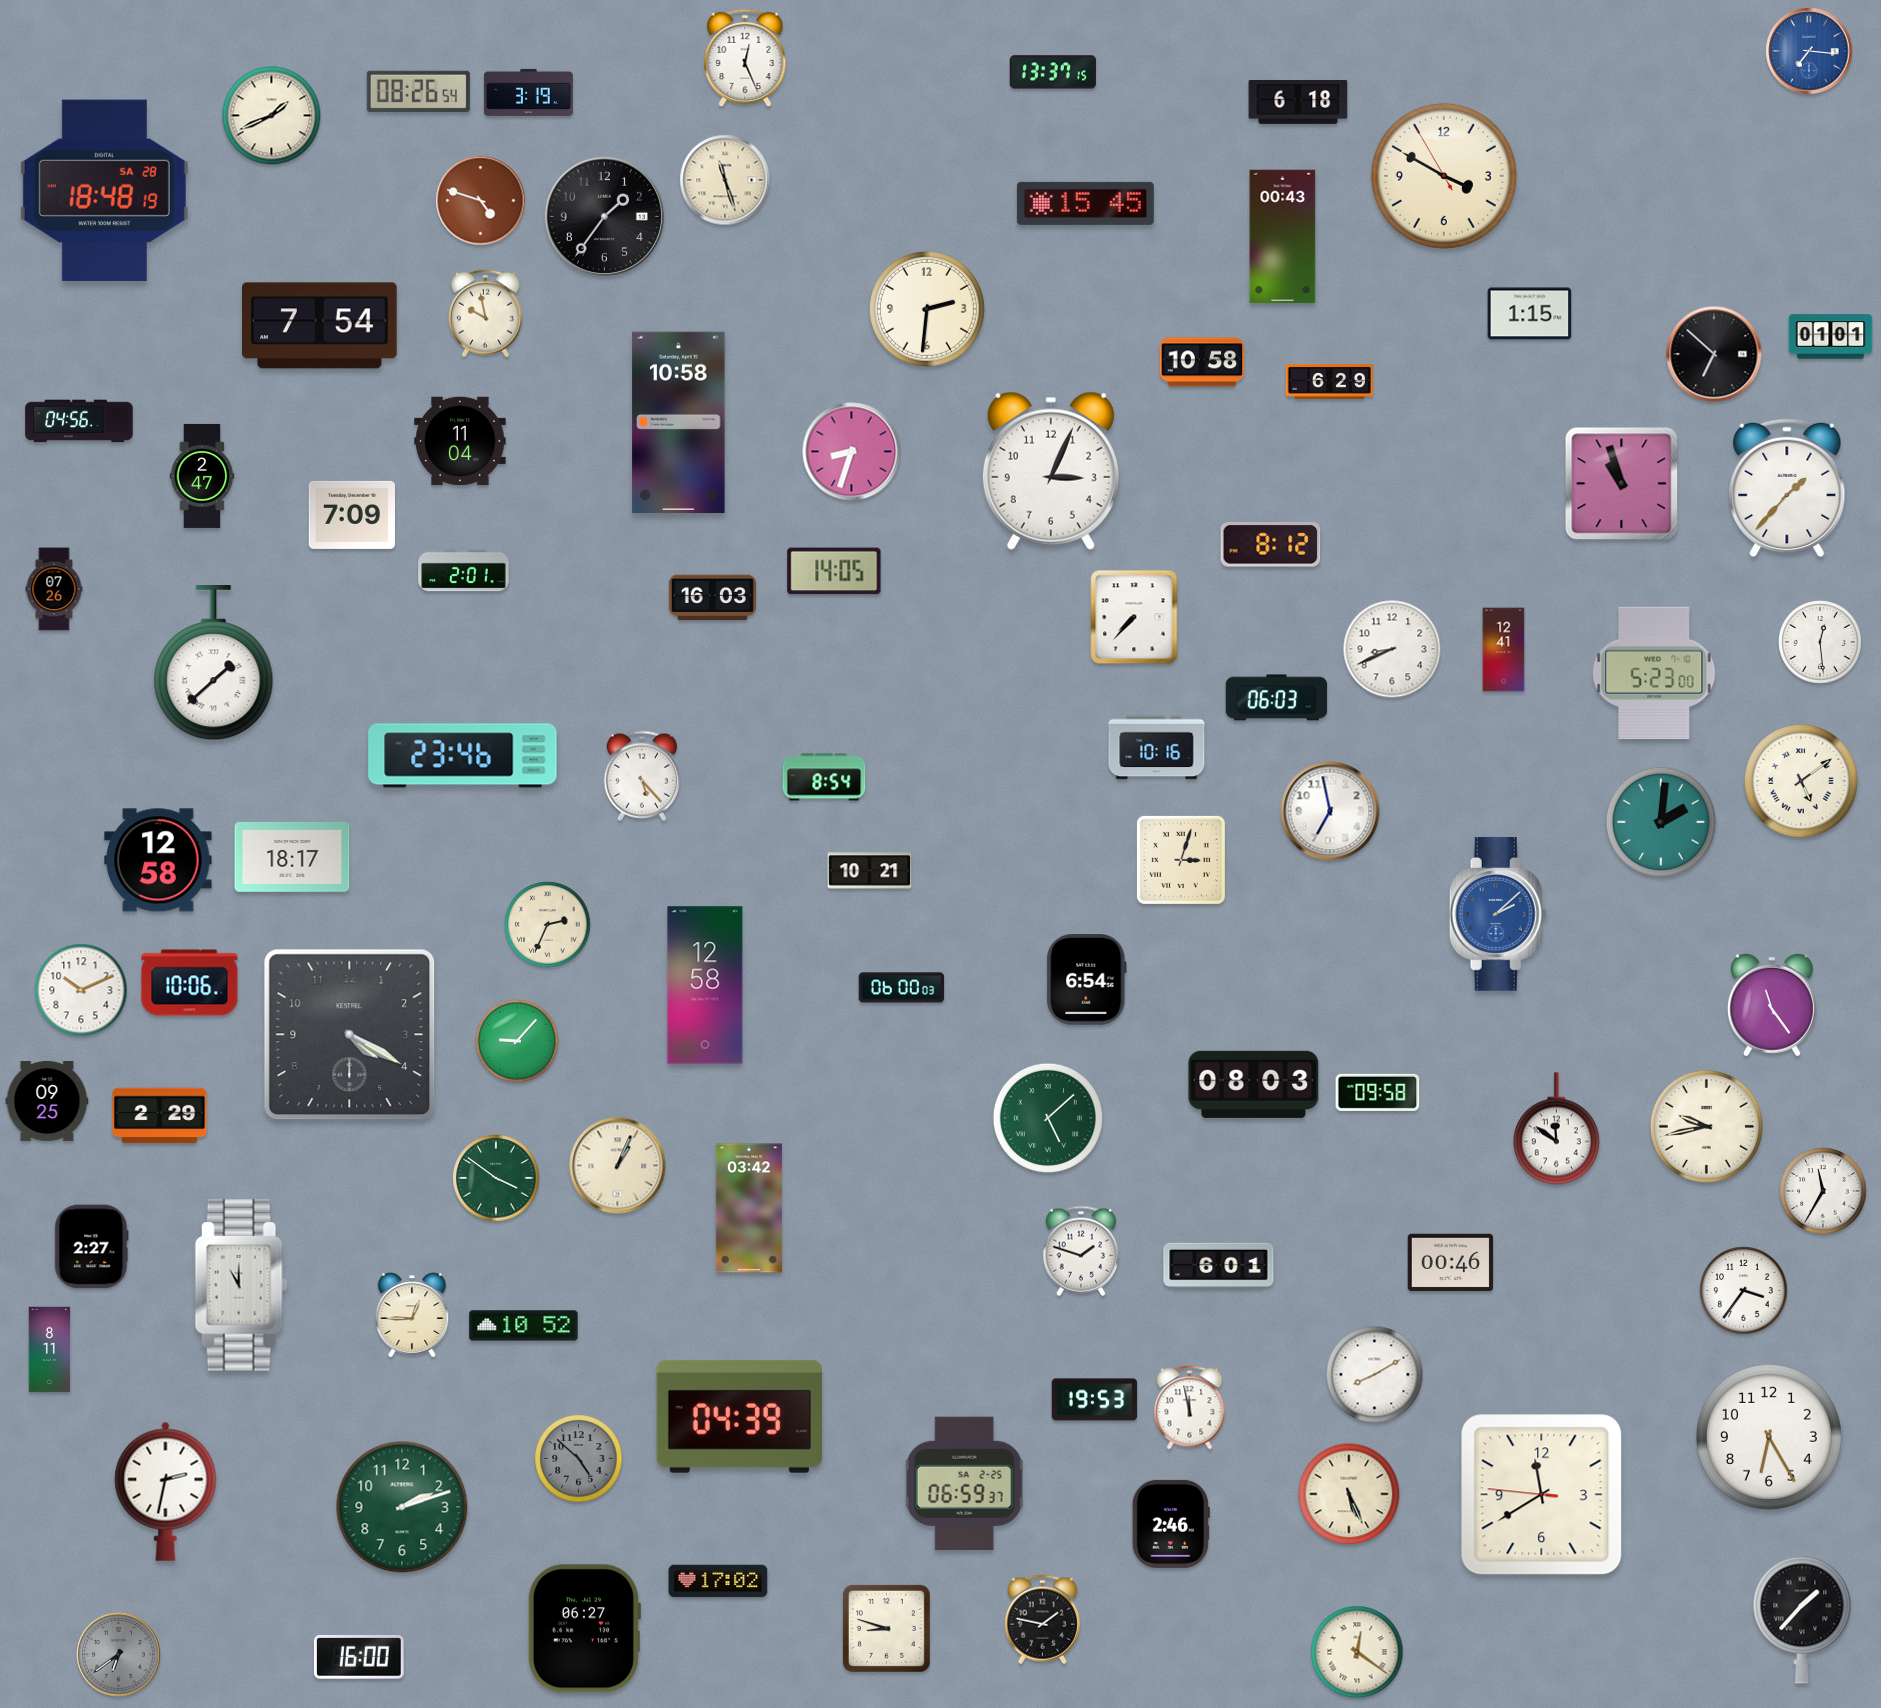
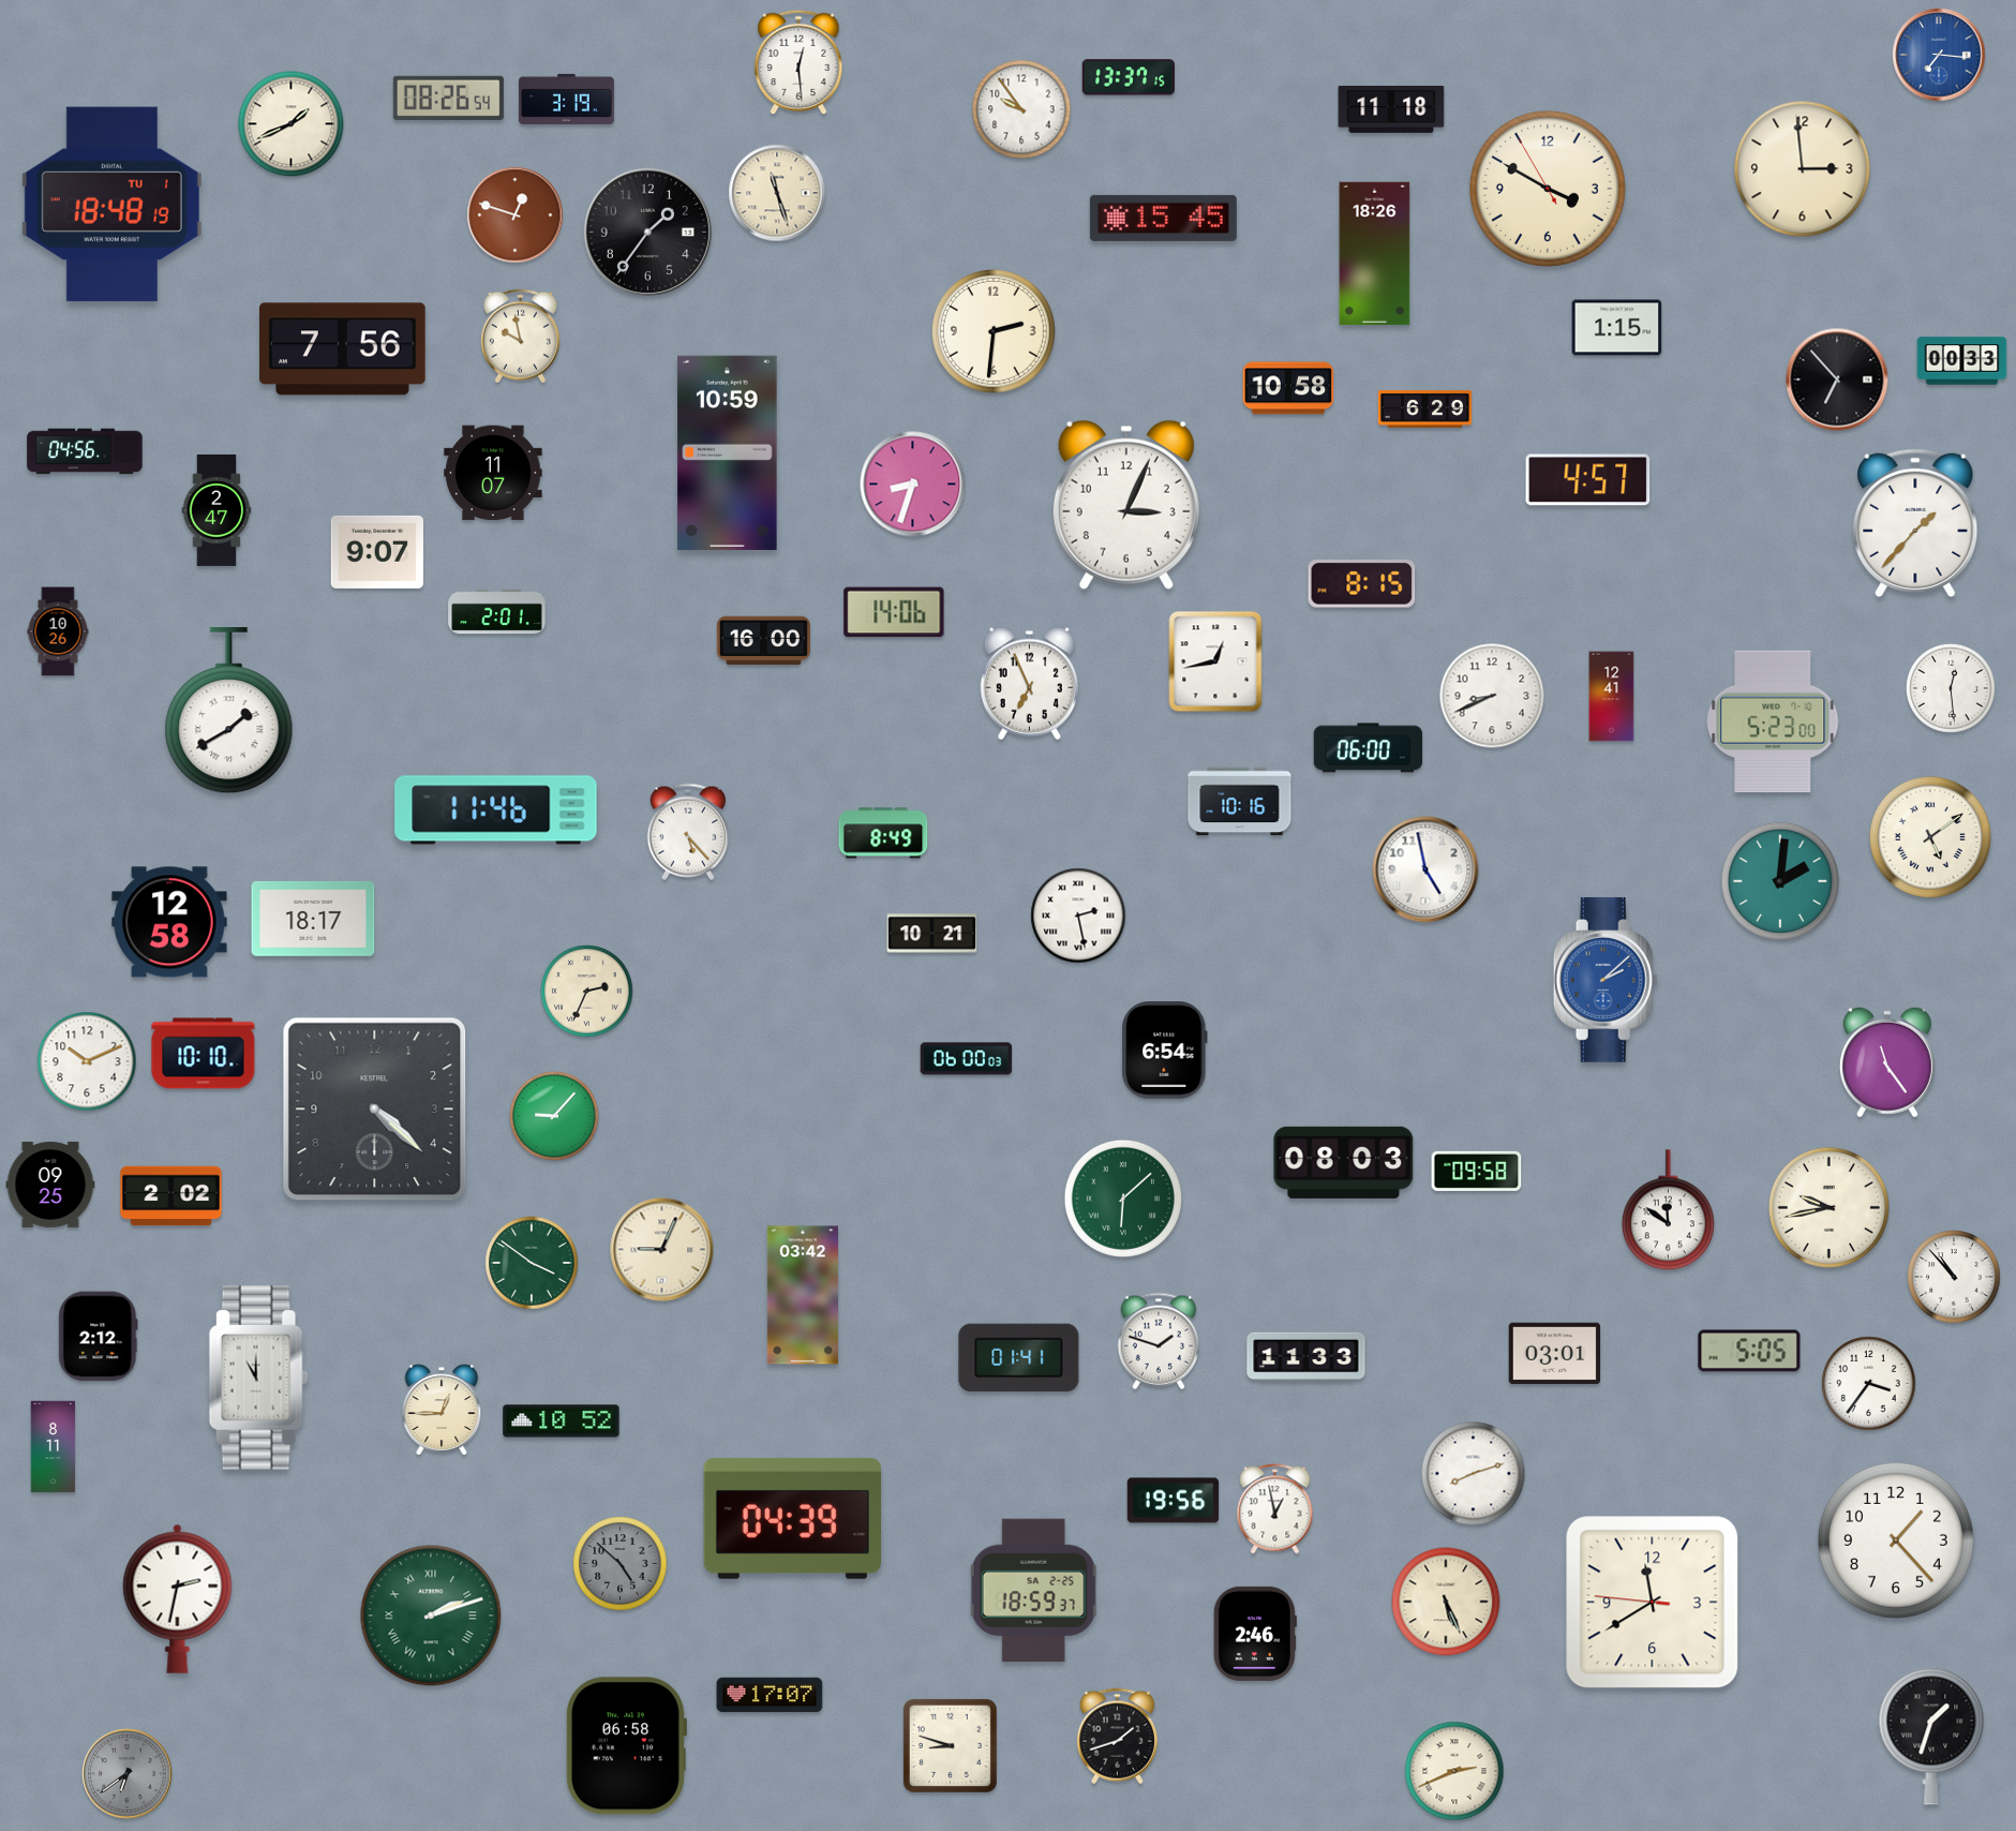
clock at (745, 58): 12:26 -> 12:29
clock at (1021, 109): none -> 9:54
clock at (1298, 102): 6:18 -> 11:18
clock at (1803, 169): none -> 2:59
clock at (104, 190) date: SA 28 -> TU 1
clock at (481, 201): 4:48 -> 12:48
clock at (1283, 237): 00:43 -> 18:26
clock at (1530, 314) position: (1530, 314) -> (1617, 328)
clock at (320, 326): 7:54 -> 7:56
clock at (1831, 337): 01:01 -> 00:33
clock at (1714, 354): 6:52 -> 6:53
clock at (679, 422): 10:58 -> 10:59
clock at (460, 441): 11:04 -> 11:07
clock at (1588, 480): none -> 4:57
clock at (1622, 484): 10:57 -> none
clock at (351, 515): 7:09 -> 9:07
clock at (1271, 545): 8:12 -> 8:15
clock at (834, 571): 14:05 -> 14:06
clock at (54, 589): 07:26 -> 10:26
clock at (712, 598): 16:03 -> 16:00
clock at (1134, 617): 7:37 -> 12:43
clock at (1029, 683): none -> 6:56
clock at (214, 664): 1:38 -> 1:40
clock at (1277, 698): 06:03 -> 06:00
clock at (463, 756): 23:46 -> 11:46
clock at (824, 777): 8:54 -> 8:49
clock at (1330, 811): 6:58 -> 4:58
clock at (1078, 915): none -> 2:28
clock at (1181, 860): 3:03 -> none
clock at (190, 983): 10:06 -> 10:10
clock at (705, 985): 12:58 -> none
clock at (1772, 1005) position: (1772, 1005) -> (1887, 1062)
clock at (350, 1035): 4:20 -> 4:22
clock at (47, 1101) position: (47, 1101) -> (50, 1185)
clock at (160, 1116): 2:29 -> 2:02
clock at (1048, 1118): 5:08 -> 6:08
clock at (618, 1166): 1:04 -> 9:04
clock at (1823, 1191): 11:35 -> 10:53
clock at (92, 1247): 2:27 -> 2:12
clock at (1749, 1351): none -> 5:05
clock at (1451, 1263): 00:46 -> 03:01
clock at (1219, 1266): 6:01 -> 11:33
clock at (1019, 1358): none -> 01:41
clock at (1375, 1375): 8:10 -> 8:12
clock at (1095, 1400): 19:53 -> 19:56
clock at (1190, 1408): 11:58 -> 12:58
clock at (1769, 1437): 6:25 -> 1:23
clock at (965, 1483): 06:59 -> 18:59
clock at (402, 1507) numerals: Arabic -> Roman
clock at (718, 1581): 17:02 -> 17:07
clock at (1042, 1620): 1:47 -> 1:42
clock at (1802, 1620): 1:37 -> 1:33
clock at (584, 1629): 06:27 -> 06:58
clock at (1357, 1652): 12:21 -> 2:41
clock at (359, 1657): 16:00 -> none
